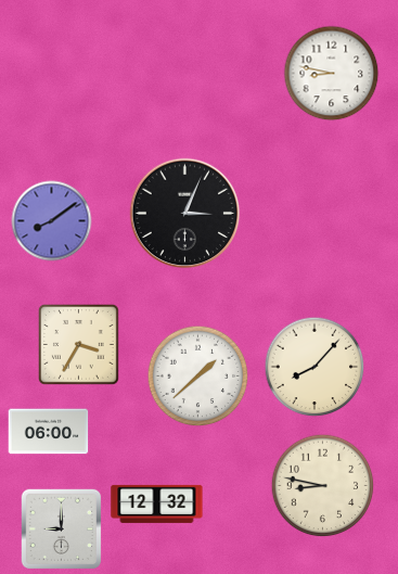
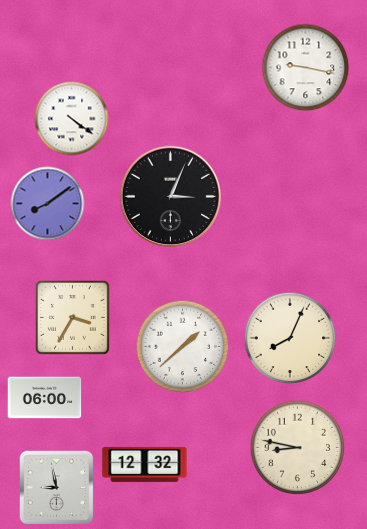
clock at (332, 74): 8:47 -> 9:17
clock at (72, 119): none -> 4:21
clock at (314, 367): 8:07 -> 8:04
clock at (62, 530): 9:00 -> 8:58
